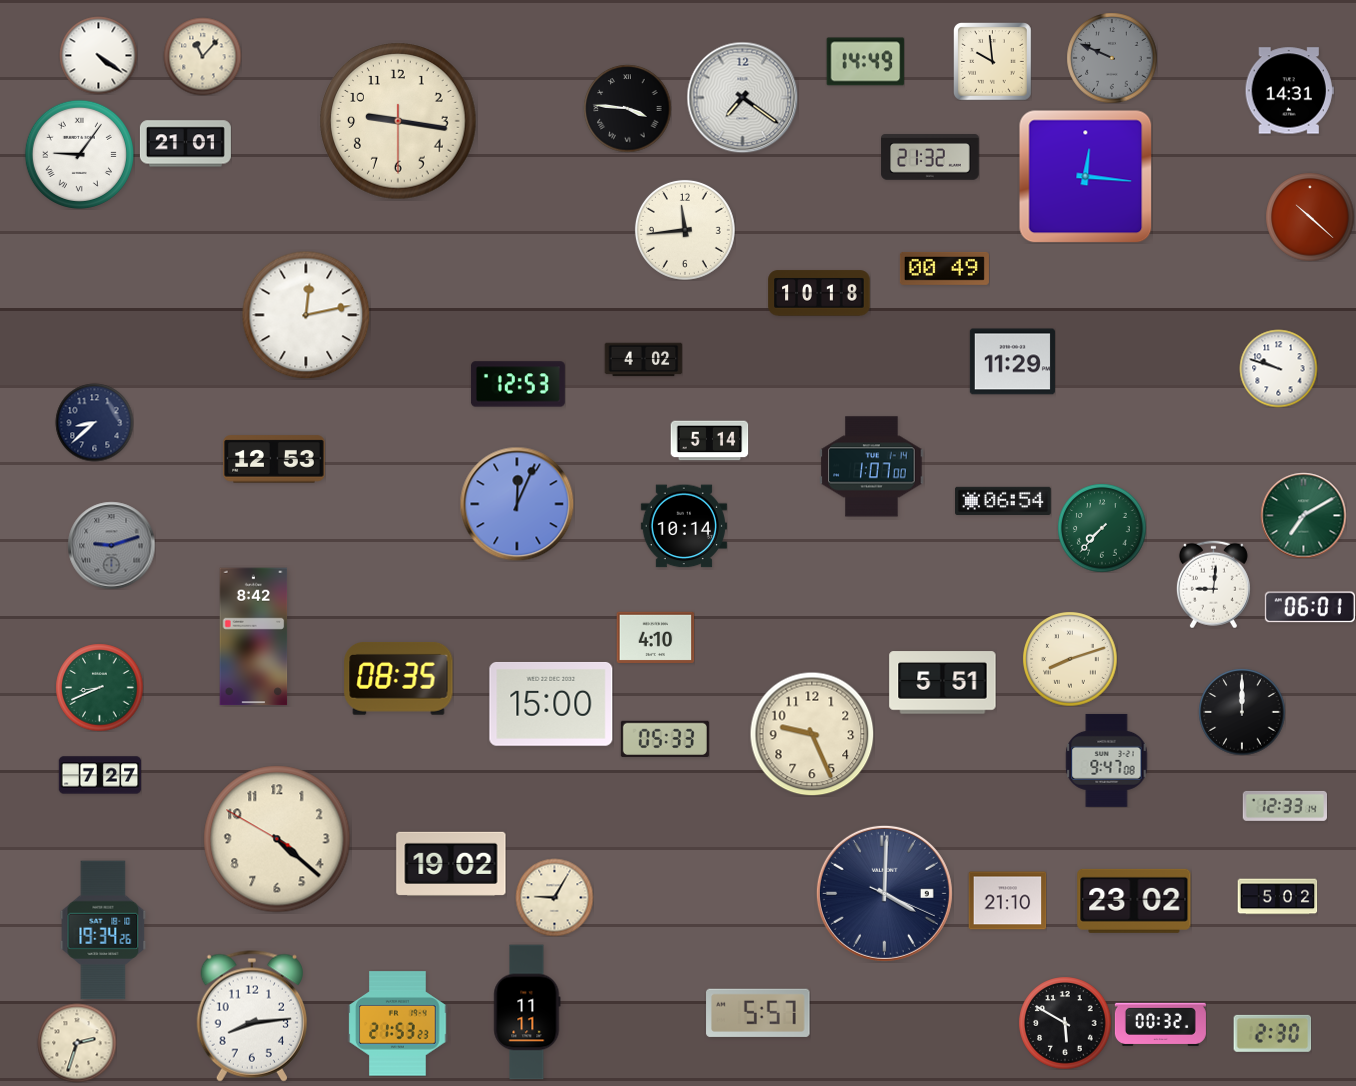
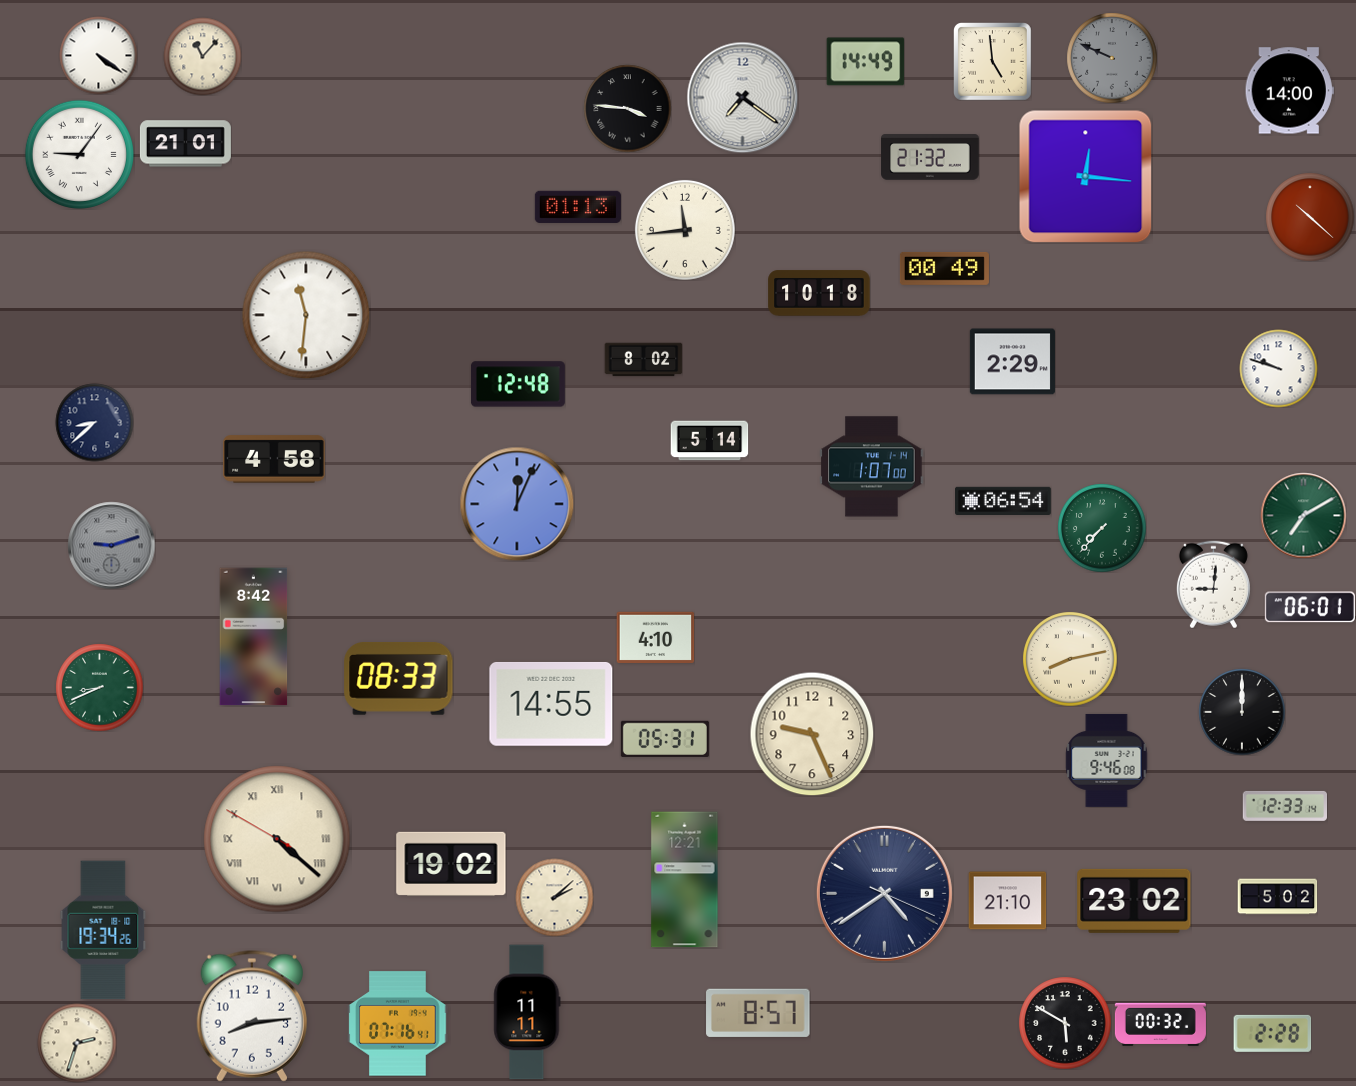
clock at (993, 62): 9:59 -> 4:59
clock at (1289, 91): 14:31 -> 14:00
clock at (398, 121): 9:16 -> none
clock at (578, 207): none -> 01:13
clock at (306, 315): 12:13 -> 11:31
clock at (643, 360): 4:02 -> 8:02
clock at (1012, 362): 11:29 -> 2:29
clock at (518, 384): 12:53 -> 12:48
clock at (274, 459): 12:53 -> 4:58
clock at (684, 526): 10:14 -> none
clock at (1070, 659): 8:12 -> 8:13
clock at (399, 679): 08:35 -> 08:33
clock at (943, 683): 5:51 -> none
clock at (551, 704): 15:00 -> 14:55
clock at (665, 739): 05:33 -> 05:31
clock at (1107, 760): 9:47 -> 9:46
clock at (100, 775): 7:27 -> none
clock at (277, 839) numerals: Arabic -> Roman
clock at (685, 880): none -> 12:21
clock at (884, 893): 4:00 -> 4:39
clock at (554, 897): 9:05 -> 2:08
clock at (758, 1013): 5:57 -> 8:57
clock at (398, 1024): 21:53 -> 07:16
clock at (1272, 1033): 2:30 -> 2:28
